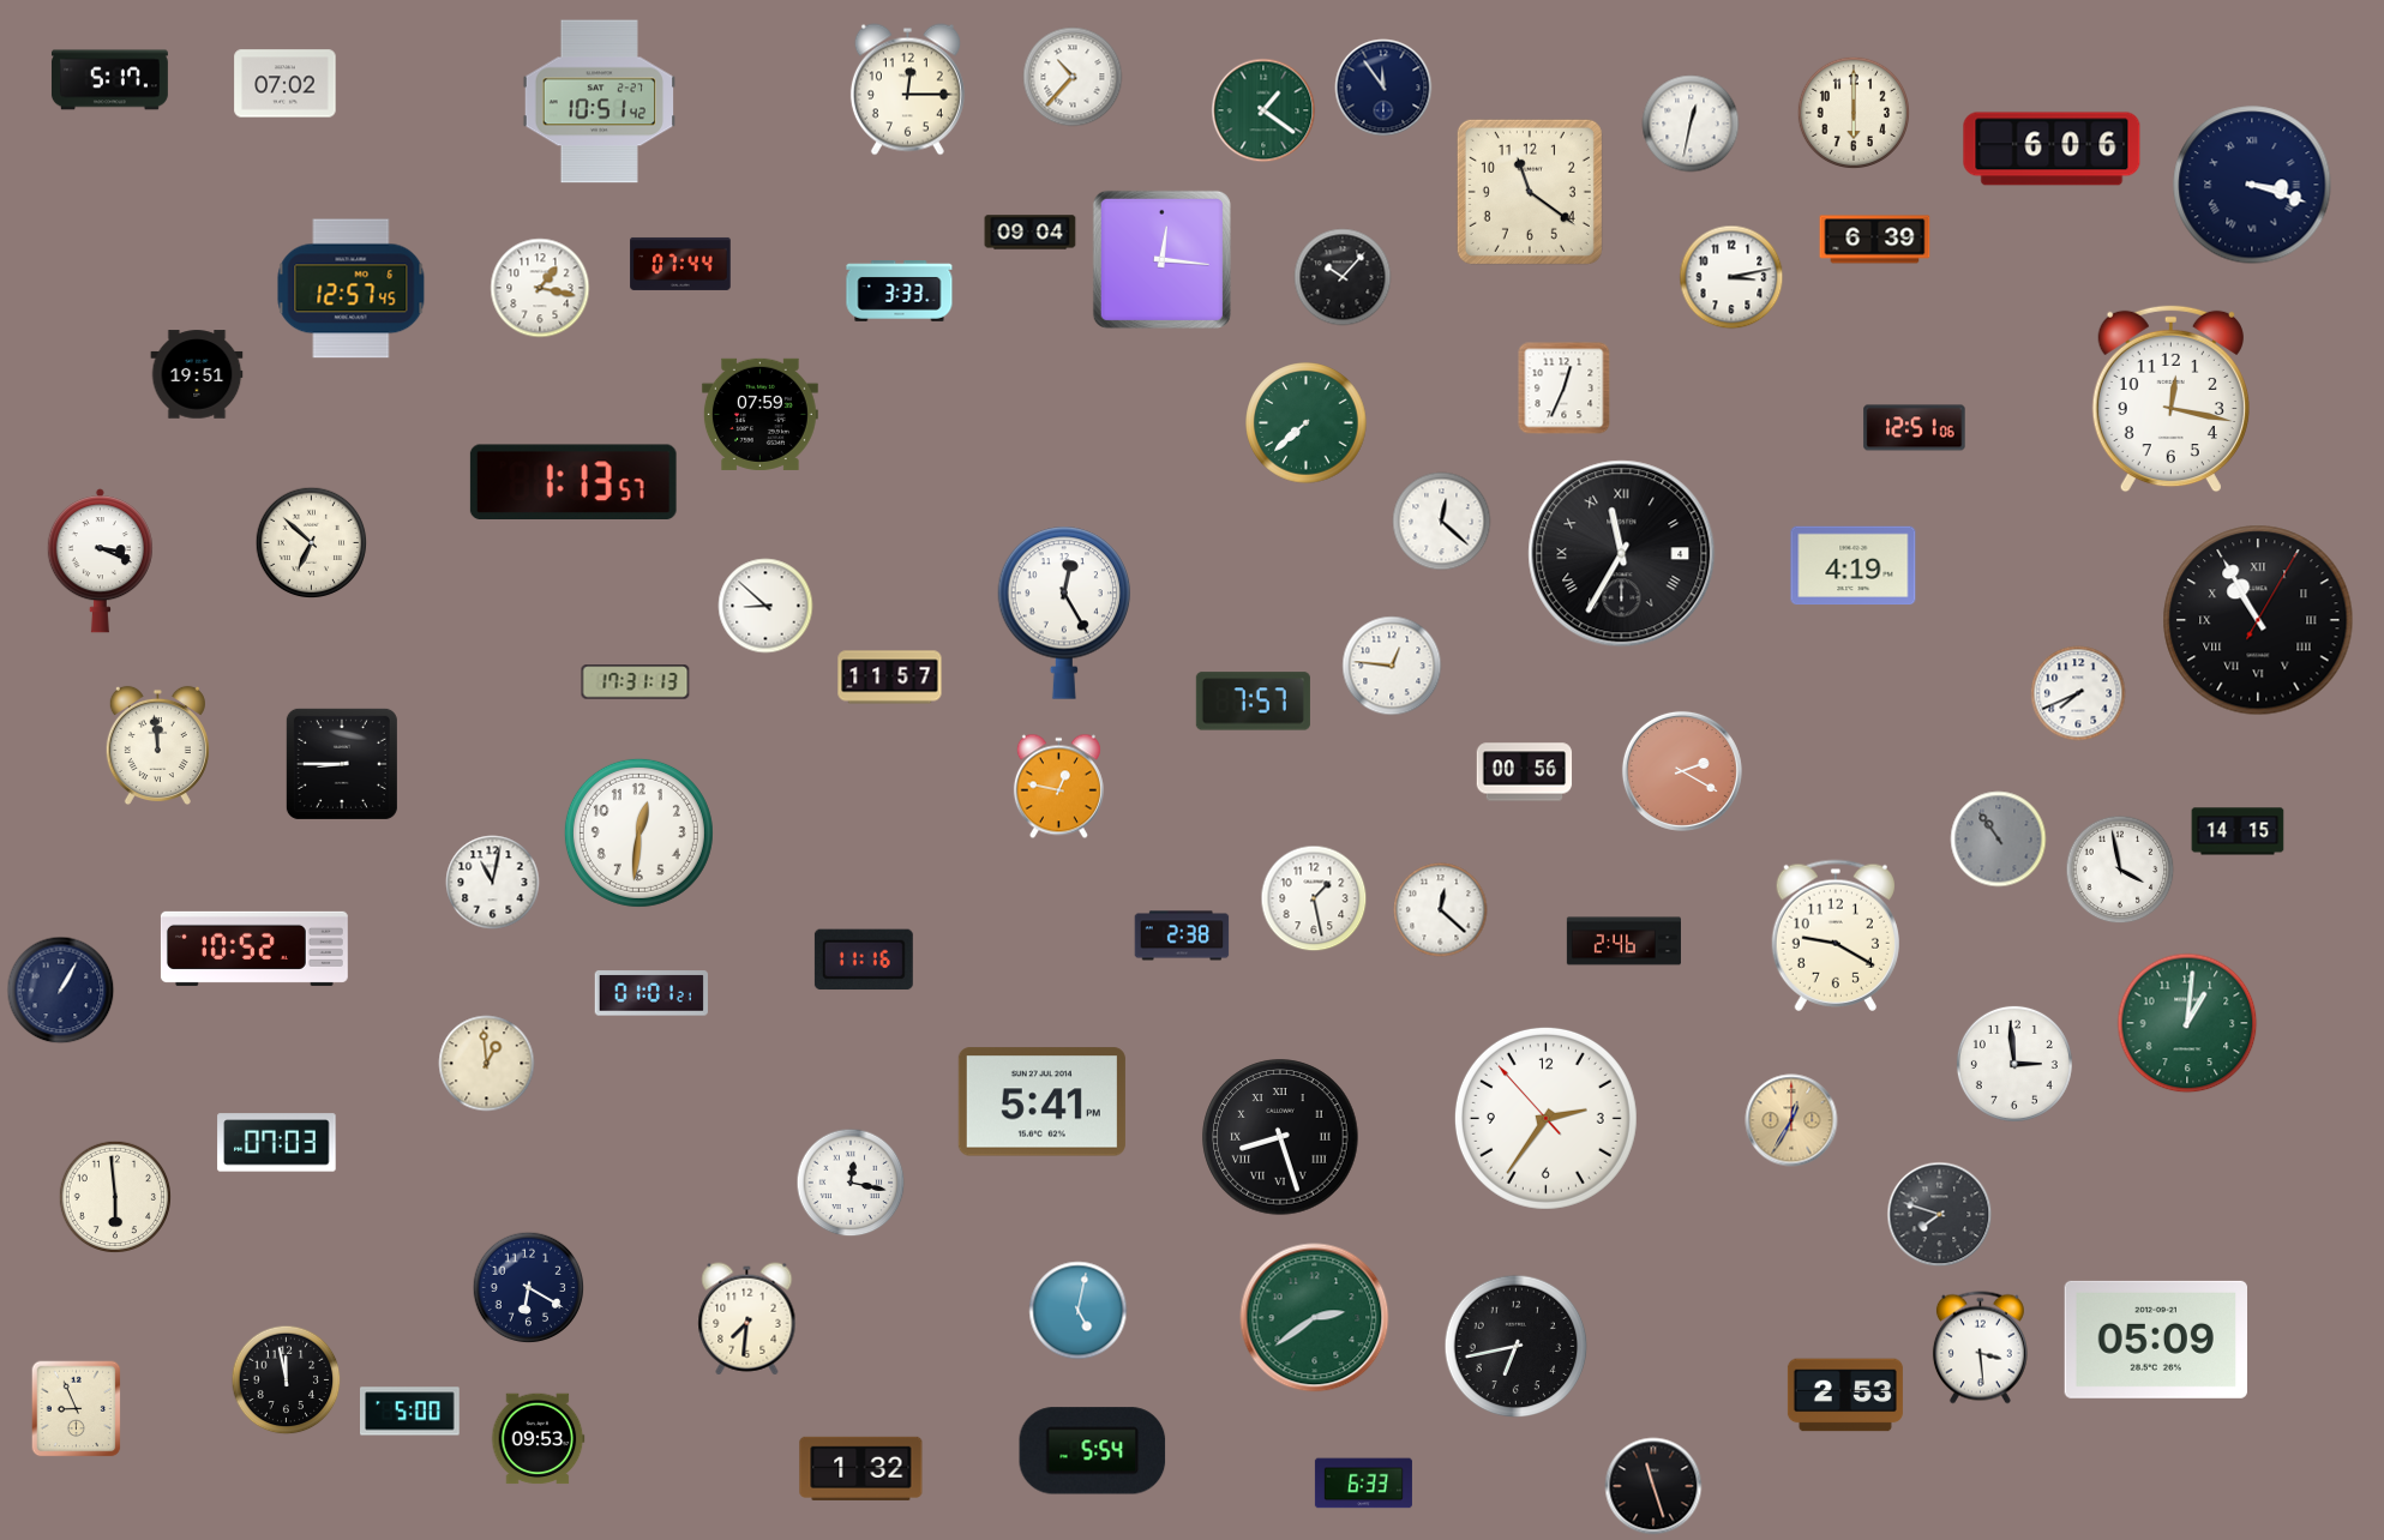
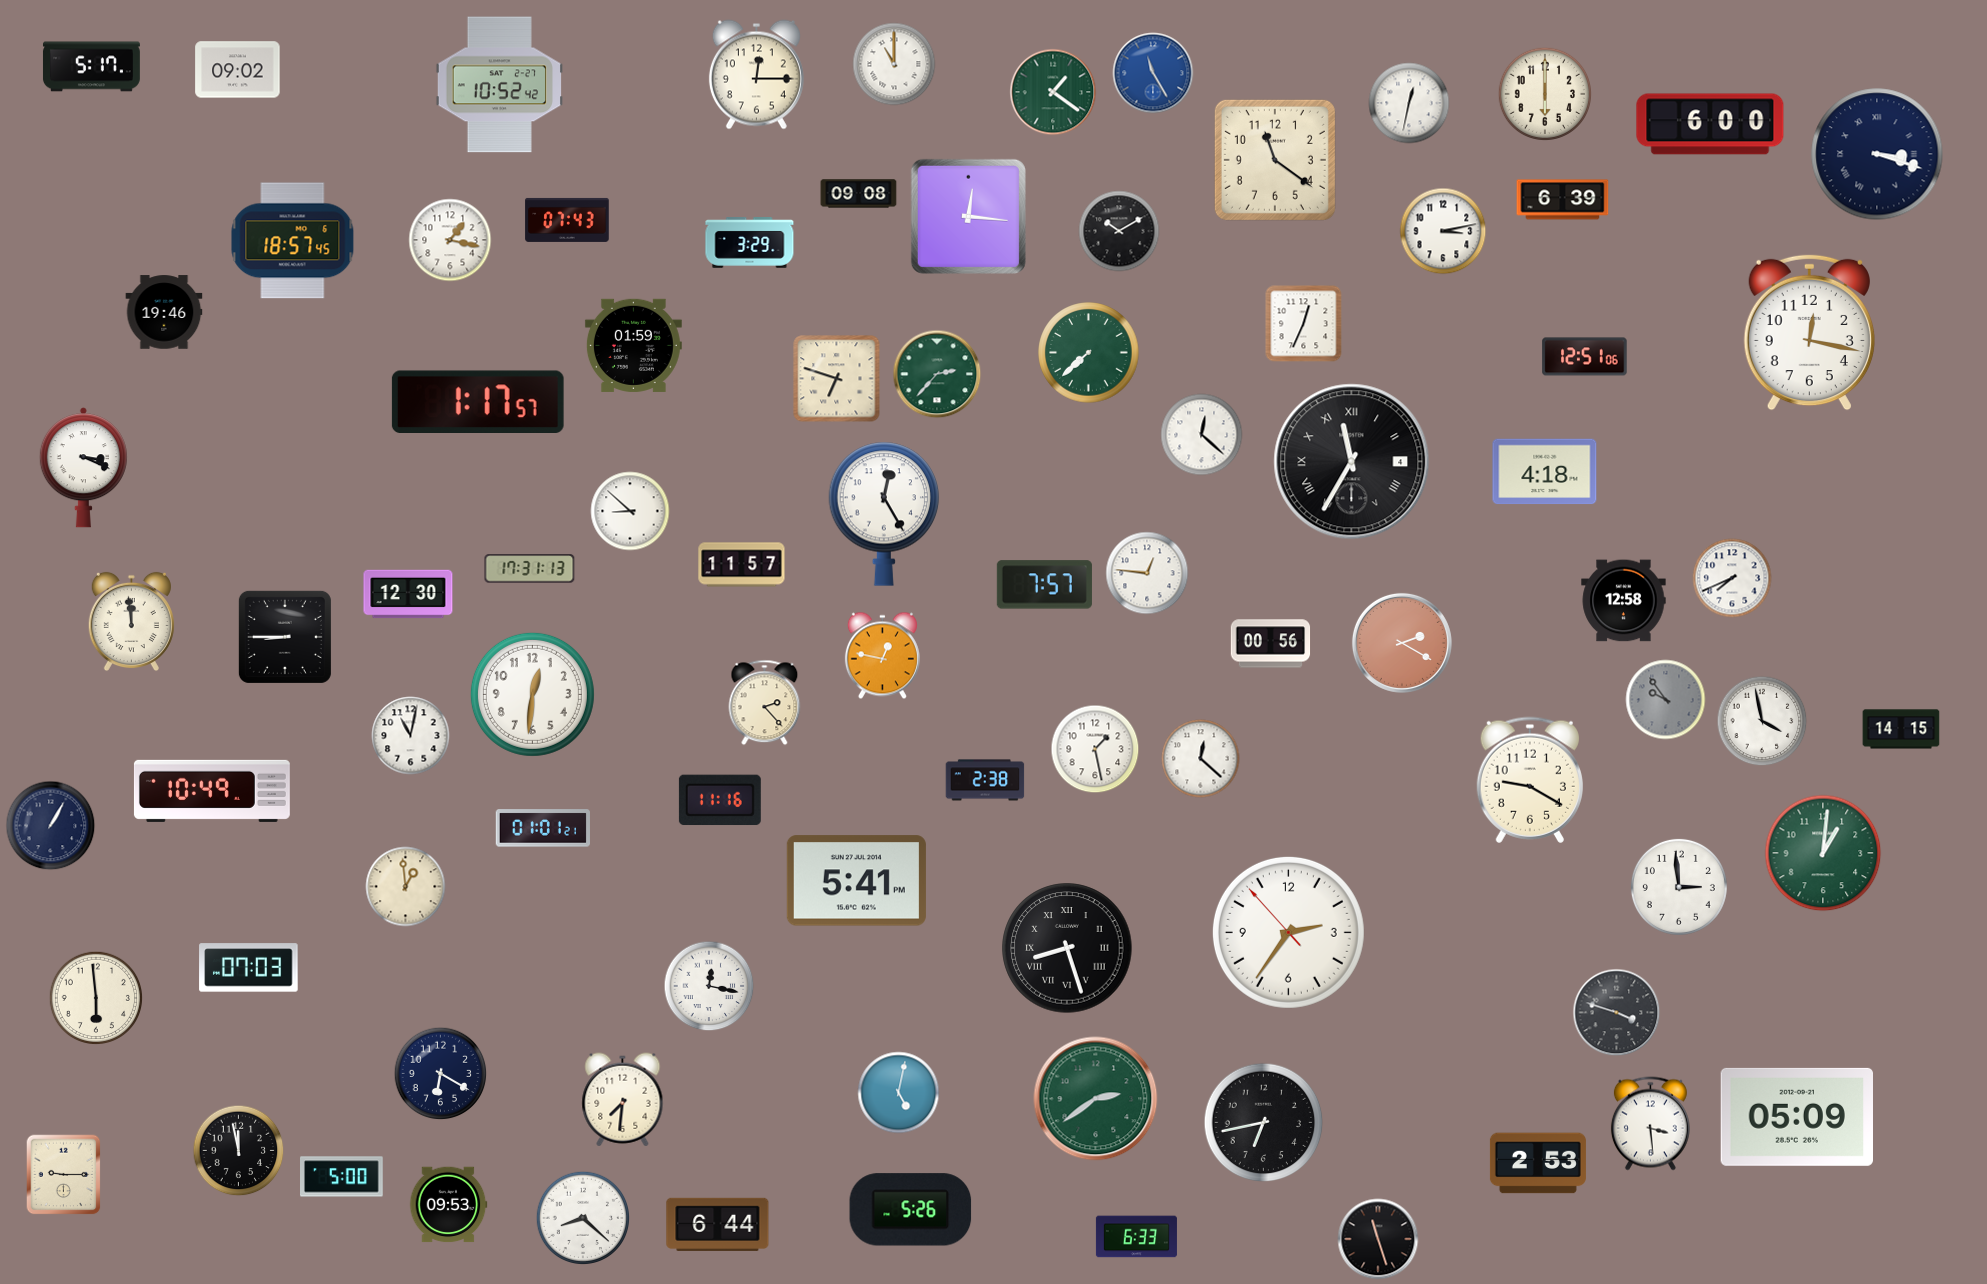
clock at (1073, 77): 10:37 -> 11:00
clock at (286, 84): 07:02 -> 09:02
clock at (1383, 88): 11:54 -> 11:25
clock at (1383, 88) dial: navy -> blue
clock at (599, 102): 10:51 -> 10:52
clock at (2052, 149): 6:06 -> 6:00
clock at (1031, 233): 09:04 -> 09:08
clock at (680, 264): 07:44 -> 07:43
clock at (1343, 277): 10:07 -> 10:10
clock at (352, 289): 12:57 -> 18:57
clock at (900, 291): 3:33 -> 3:29
clock at (197, 374): 19:51 -> 19:46
clock at (759, 414): 07:59 -> 01:59
clock at (1915, 428) position: (1915, 428) -> (1585, 357)
clock at (937, 374): none -> 2:37
clock at (837, 379): none -> 6:48
clock at (574, 481): 1:13 -> 1:17
clock at (312, 543): 6:52 -> none
clock at (1854, 566): 4:19 -> 4:18
clock at (765, 606) position: (765, 606) -> (630, 511)
clock at (1064, 613) position: (1064, 613) -> (884, 514)
clock at (2258, 620): 10:55 -> none
clock at (1392, 666) position: (1392, 666) -> (1147, 573)
clock at (408, 594): none -> 12:30
clock at (1624, 601): none -> 12:58
clock at (2238, 831) position: (2238, 831) -> (1901, 729)
clock at (1999, 840): 10:54 -> 9:54
clock at (765, 703): none -> 2:23
clock at (2120, 870) position: (2120, 870) -> (1762, 721)
clock at (1623, 942): 2:46 -> none
clock at (254, 949): 10:52 -> 10:49
clock at (1041, 1102) position: (1041, 1102) -> (856, 881)
clock at (1791, 1120): 12:35 -> none
clock at (277, 1143) position: (277, 1143) -> (249, 968)
clock at (1940, 1215): 7:48 -> 3:48
clock at (77, 1409): 8:56 -> 9:15
clock at (538, 1439) position: (538, 1439) -> (448, 1205)
clock at (1093, 1451): 5:54 -> 5:26
clock at (582, 1217): none -> 8:22
clock at (861, 1468): 1:32 -> 6:44
